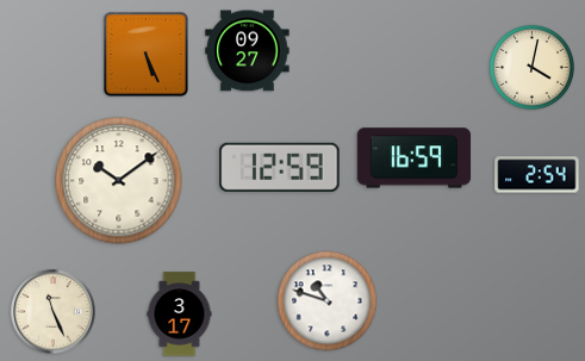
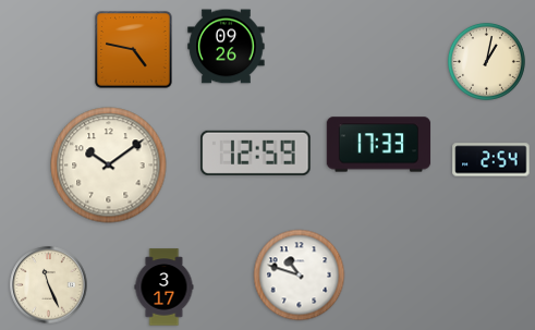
clock at (248, 51): 09:27 -> 09:26
clock at (147, 55): 5:26 -> 4:47
clock at (531, 67): 4:02 -> 1:02
clock at (415, 158): 16:59 -> 17:33
